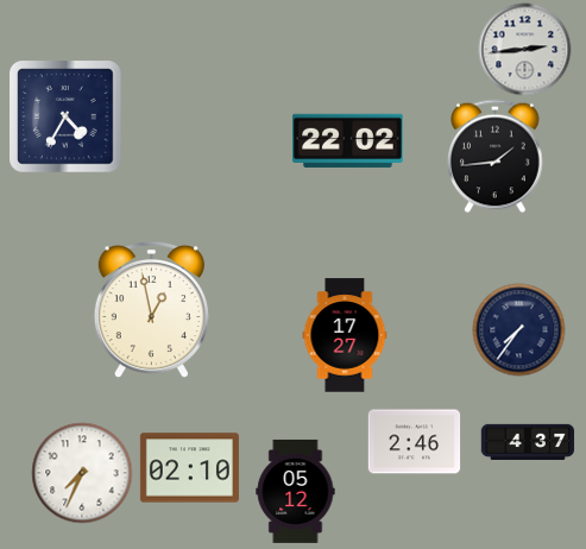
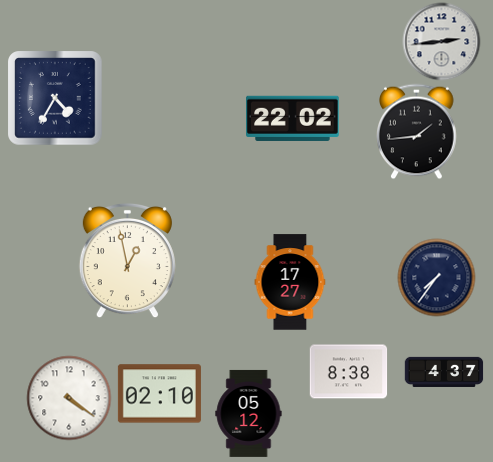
clock at (414, 442): 2:46 -> 8:38
clock at (82, 473): 7:34 -> 4:21
